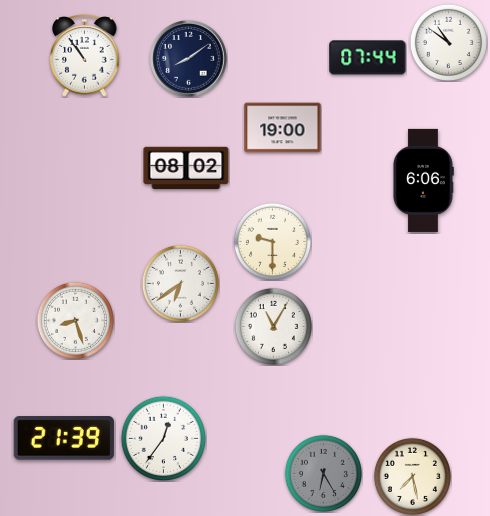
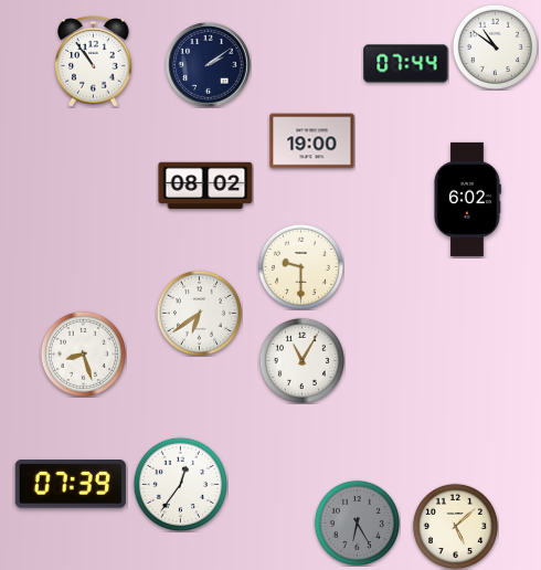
clock at (189, 59): 8:09 -> 2:09
clock at (423, 180): 6:06 -> 6:02
clock at (64, 438): 21:39 -> 07:39
clock at (412, 476): 7:28 -> 5:08
